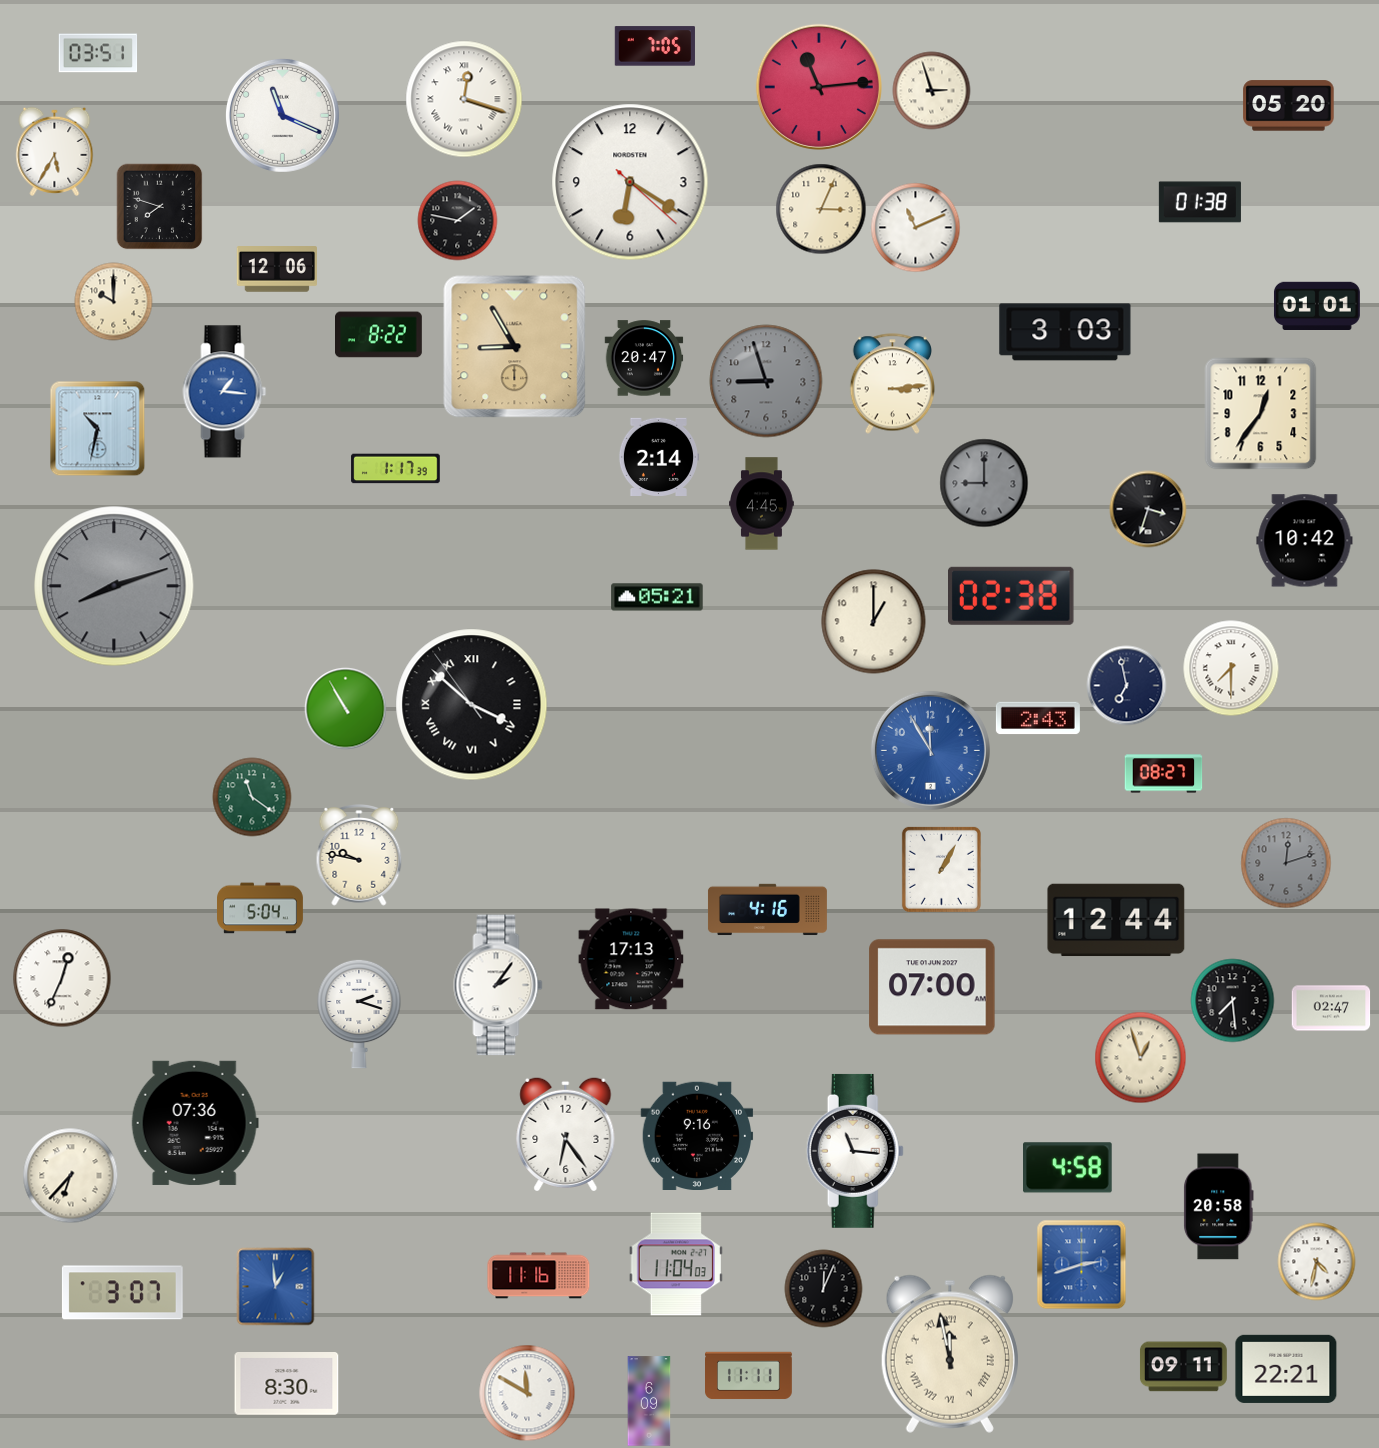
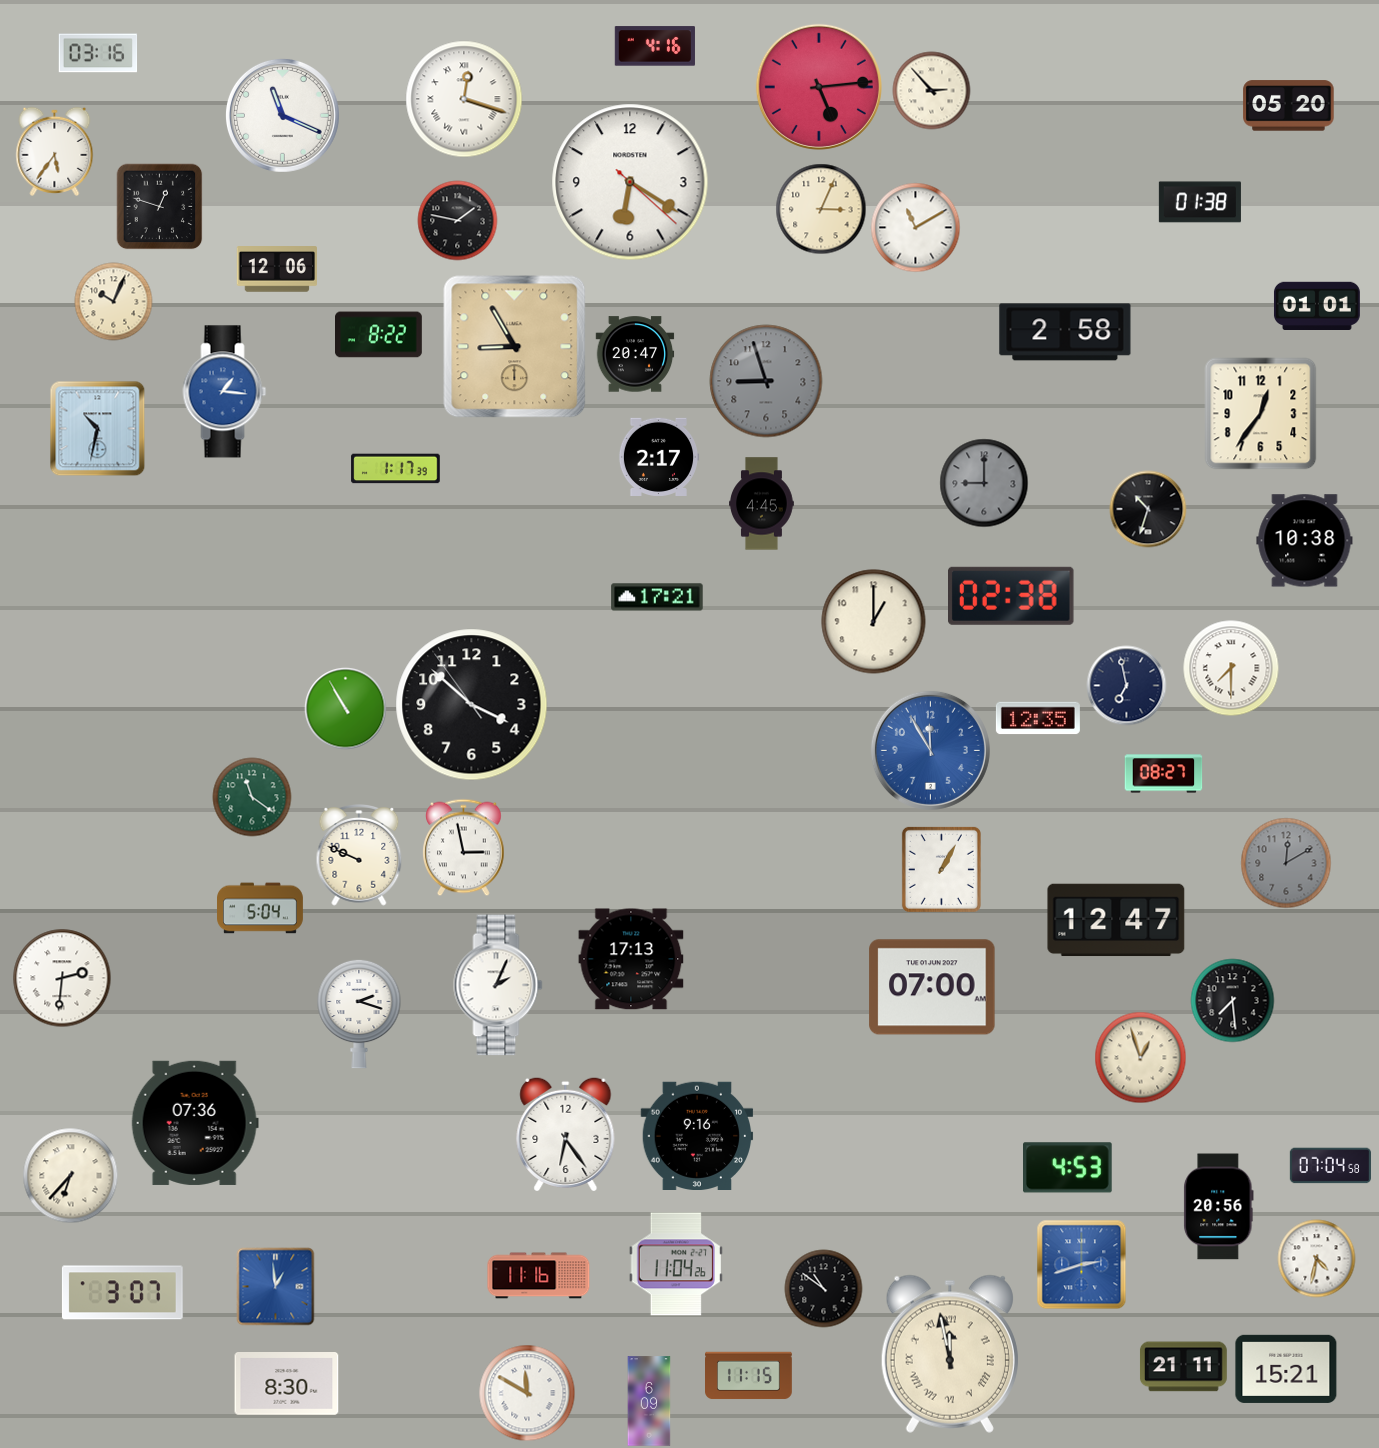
clock at (654, 46): 7:05 -> 4:16
clock at (98, 53): 03:51 -> 03:16
clock at (819, 87): 11:14 -> 5:14
clock at (932, 91): 2:57 -> 2:53
clock at (55, 151): 5:35 -> 5:36
clock at (160, 207): 7:48 -> 12:48
clock at (916, 228): 11:11 -> 11:10
clock at (114, 302): 10:00 -> 10:04
clock at (1065, 332): 3:03 -> 2:58
clock at (644, 358) position: (644, 358) -> (635, 354)
clock at (892, 384): 3:14 -> none
clock at (659, 457): 2:14 -> 2:17
clock at (1148, 509): 3:33 -> 10:33
clock at (1305, 541): 10:42 -> 10:38
clock at (114, 586): 8:12 -> none
clock at (657, 597): 05:21 -> 17:21
clock at (472, 705) numerals: Roman -> Arabic
clock at (1038, 718): 2:43 -> 12:35
clock at (464, 848): none -> 2:58
clock at (359, 856): 9:47 -> 9:49
clock at (1286, 863): 12:12 -> 12:10
clock at (767, 910): 4:16 -> none
clock at (1116, 920): 12:44 -> 12:47
clock at (62, 978): 12:34 -> 2:31
clock at (498, 985): 2:06 -> 2:04
clock at (1331, 1008): 02:47 -> none
clock at (855, 1151): 11:16 -> none
clock at (1330, 1166): none -> 07:04
clock at (1068, 1168): 4:58 -> 4:53
clock at (1219, 1207): 20:58 -> 20:56
clock at (1317, 1262) position: (1317, 1262) -> (1317, 1259)
clock at (676, 1264): 11:04:03 -> 11:04:26
clock at (824, 1289): 12:04 -> 10:51
clock at (1183, 1367): 09:11 -> 21:11
clock at (1286, 1369): 22:21 -> 15:21
clock at (749, 1376): 11:11 -> 11:15
